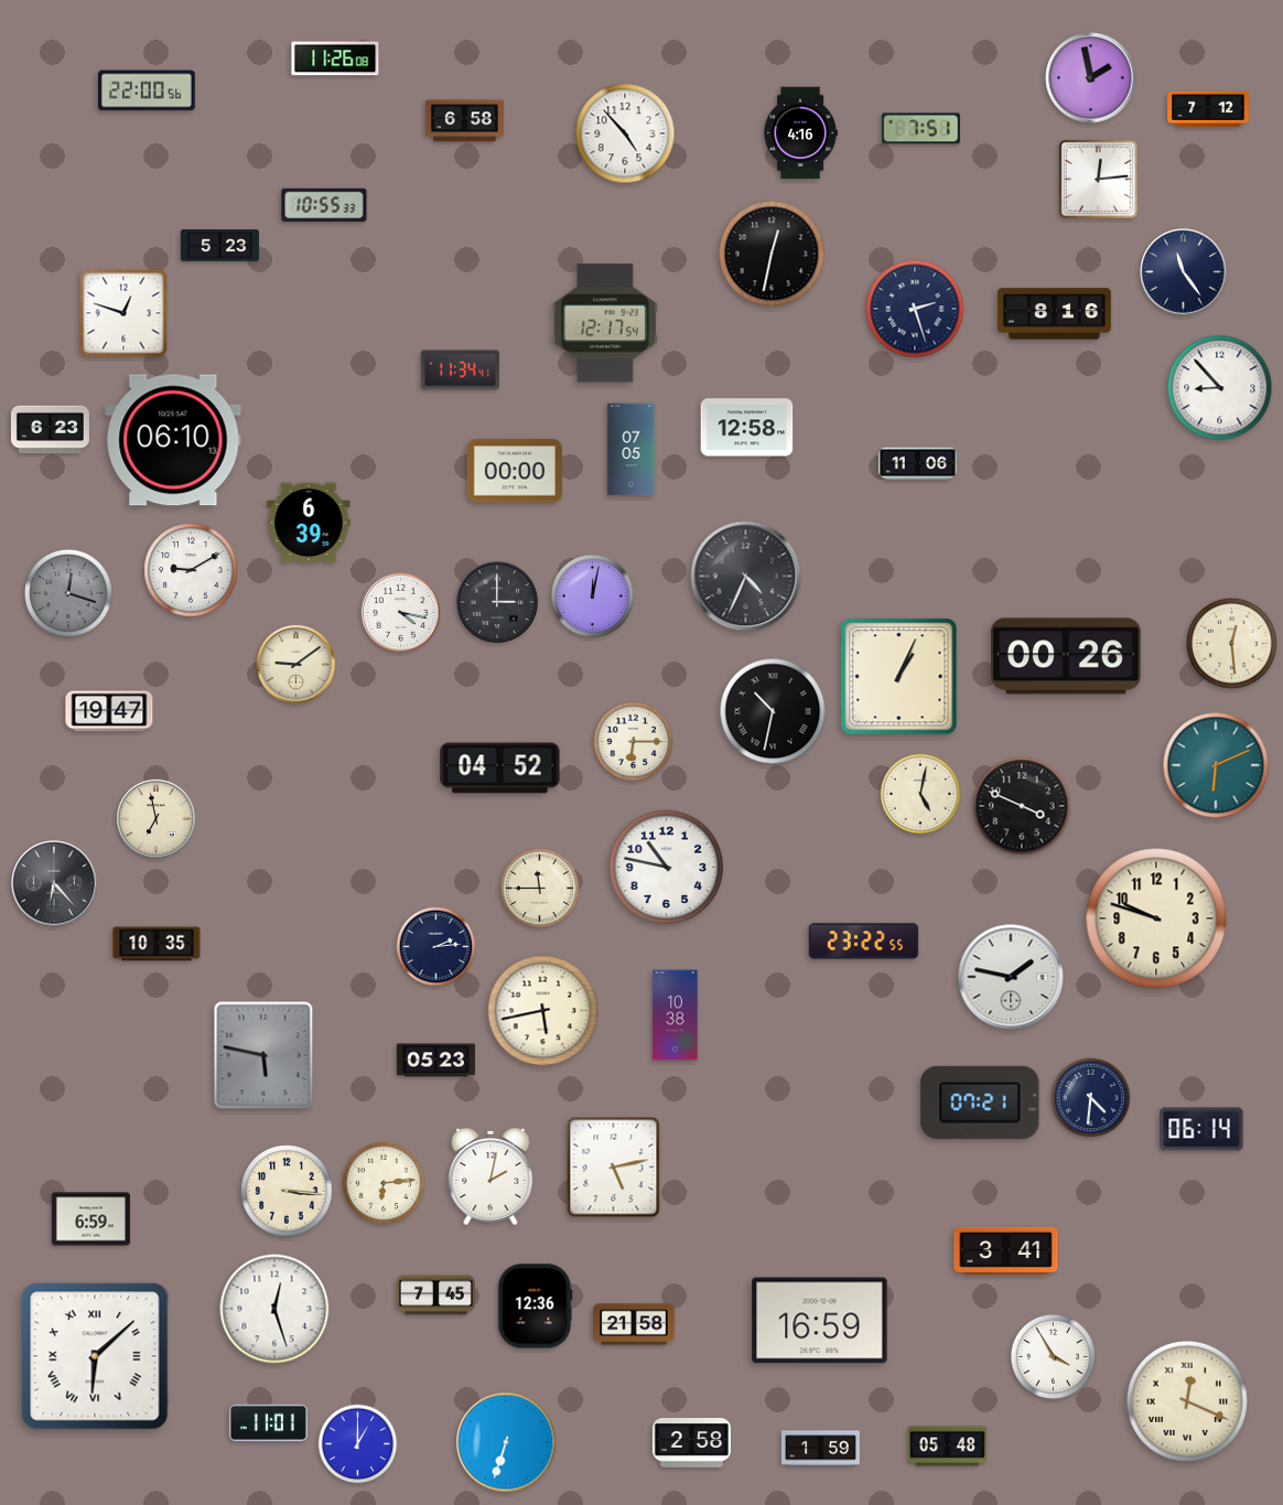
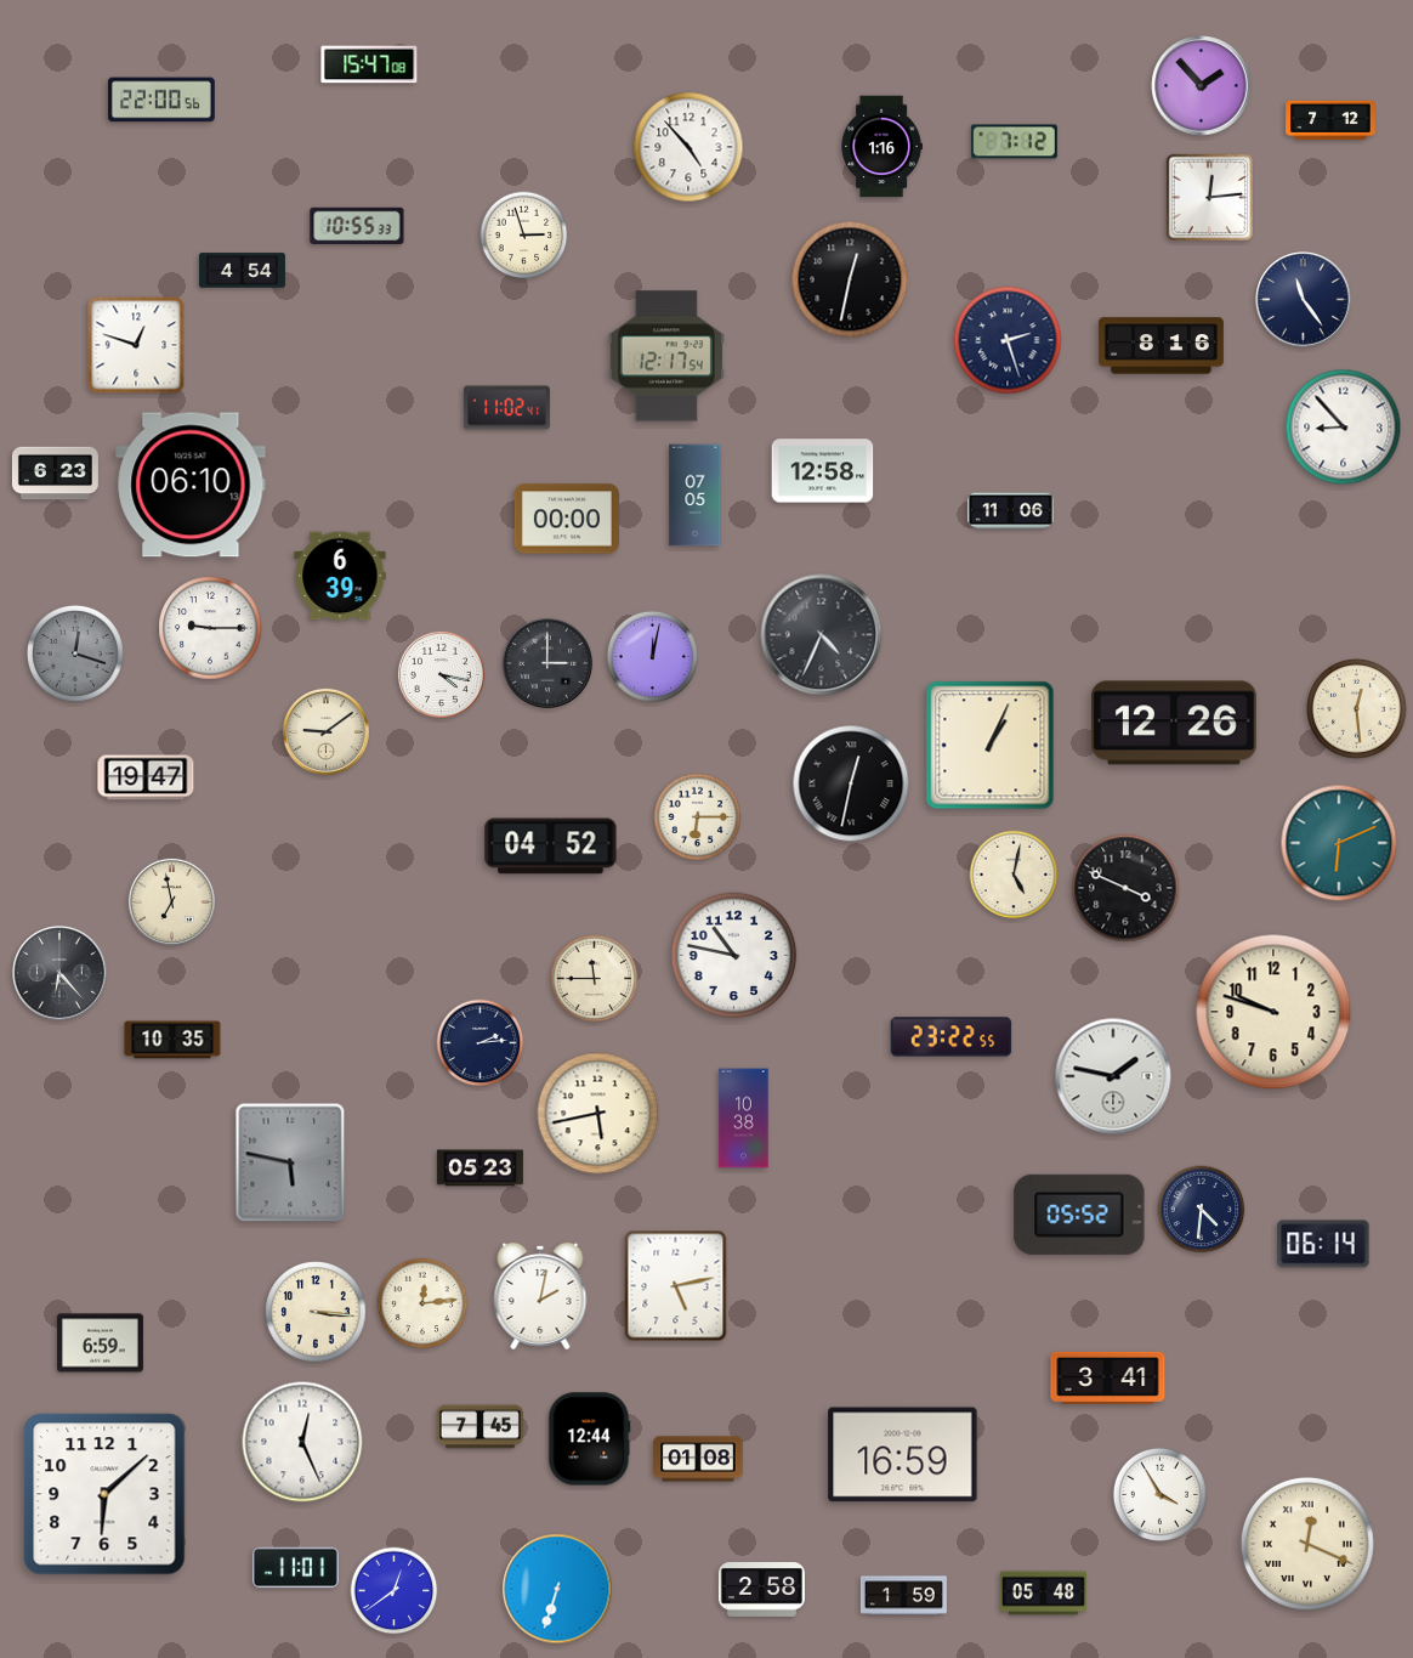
clock at (335, 58): 11:26 -> 15:47
clock at (1091, 78): 1:58 -> 1:53
clock at (464, 121): 6:58 -> none
clock at (920, 129): 7:51 -> 7:12
clock at (800, 133): 4:16 -> 1:16
clock at (524, 236): none -> 2:57
clock at (219, 246): 5:23 -> 4:54
clock at (460, 370): 11:34 -> 11:02
clock at (191, 570): 9:10 -> 9:15
clock at (1066, 656): 00:26 -> 12:26
clock at (109, 711) position: (109, 711) -> (146, 777)
clock at (773, 711): 10:32 -> 12:32
clock at (980, 1103): 07:21 -> 05:52
clock at (384, 1183): 6:14 -> 12:14
clock at (536, 1307): 12:36 -> 12:44
clock at (274, 1309): 12:27 -> 12:26
clock at (634, 1324): 21:58 -> 01:08
clock at (95, 1356) numerals: Roman -> Arabic
clock at (358, 1444): 1:00 -> 12:39
